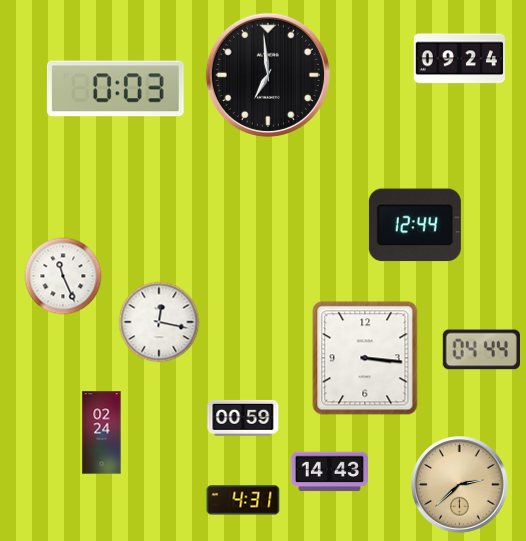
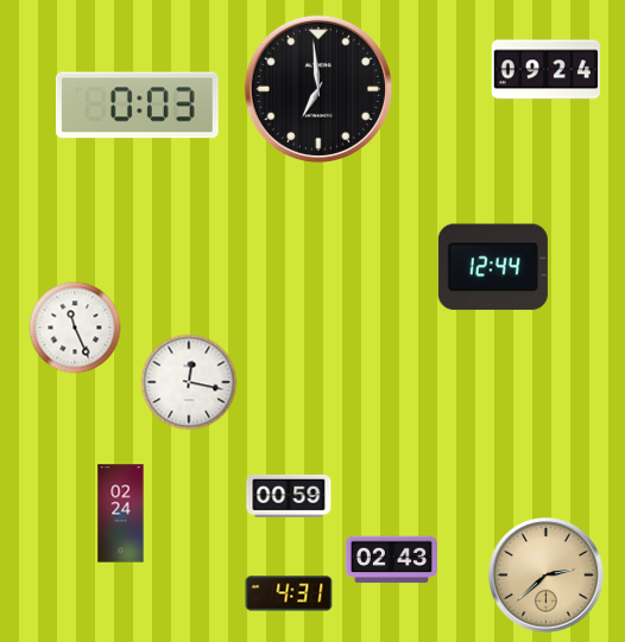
clock at (481, 350): 04:44 -> none
clock at (365, 358): 3:16 -> none
clock at (329, 472): 14:43 -> 02:43
